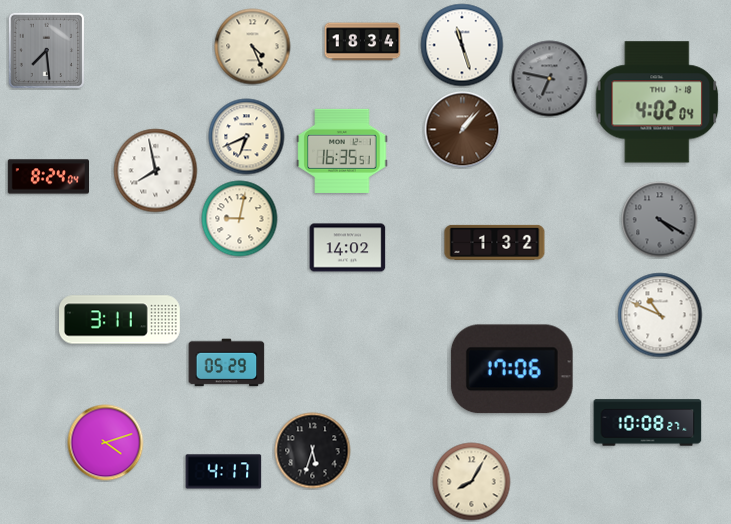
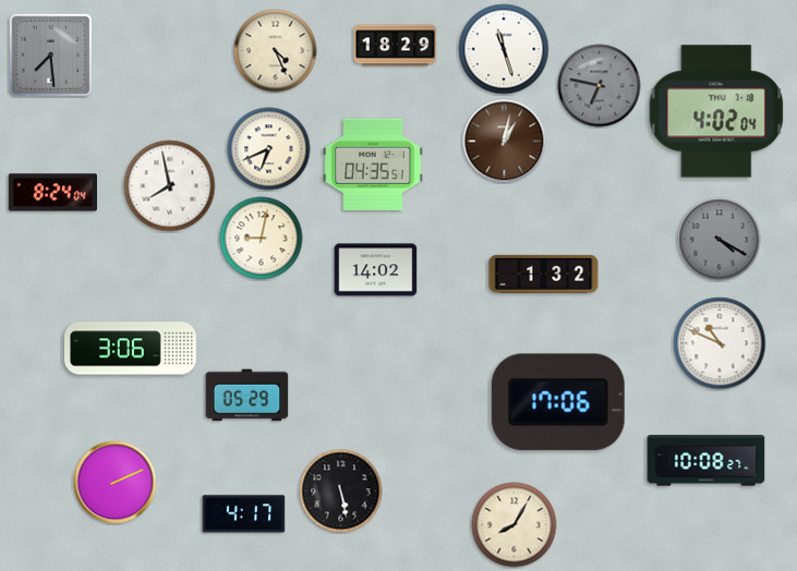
clock at (363, 42): 18:34 -> 18:29
clock at (463, 130): 1:07 -> 1:02
clock at (342, 151): 16:35 -> 04:35
clock at (495, 242) position: (495, 242) -> (544, 274)
clock at (348, 248) position: (348, 248) -> (376, 270)
clock at (120, 320): 3:11 -> 3:06
clock at (106, 443): 4:12 -> 2:11
clock at (313, 451): 5:33 -> 5:28
